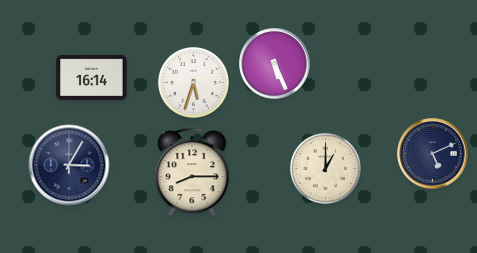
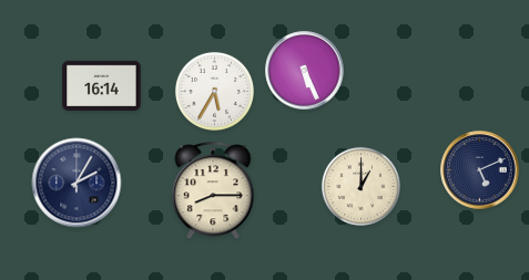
clock at (193, 82): 5:33 -> 5:35
clock at (69, 165): 3:05 -> 2:05
